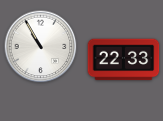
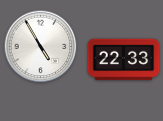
clock at (41, 47): 10:55 -> 4:55
